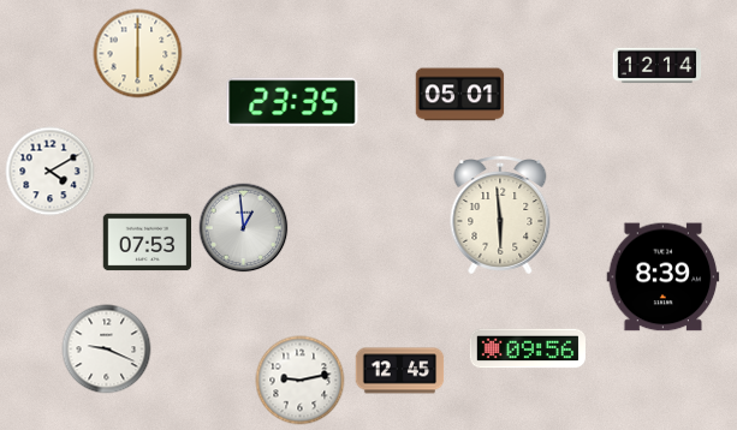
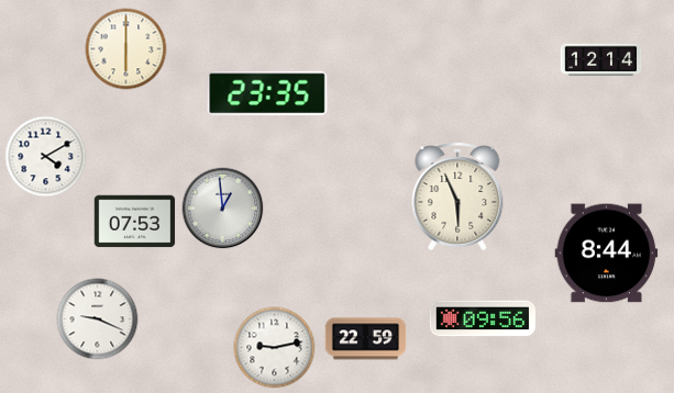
clock at (460, 95): 05:01 -> none
clock at (500, 215): 5:59 -> 5:56
clock at (664, 277): 8:39 -> 8:44
clock at (400, 371): 12:45 -> 22:59
